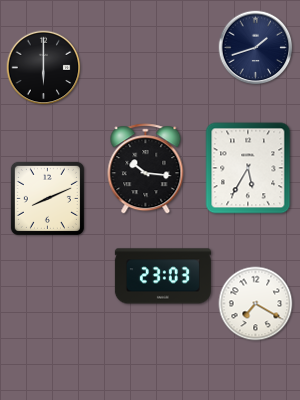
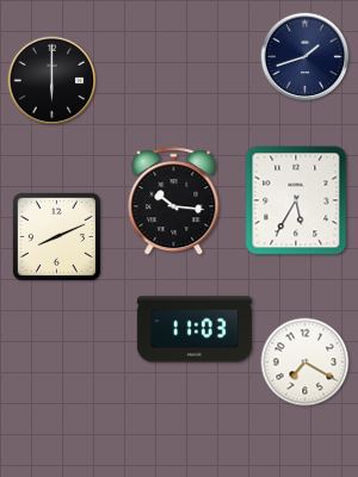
clock at (163, 276): 23:03 -> 11:03
